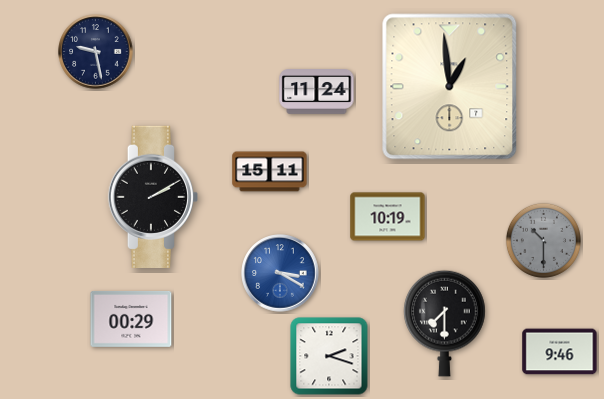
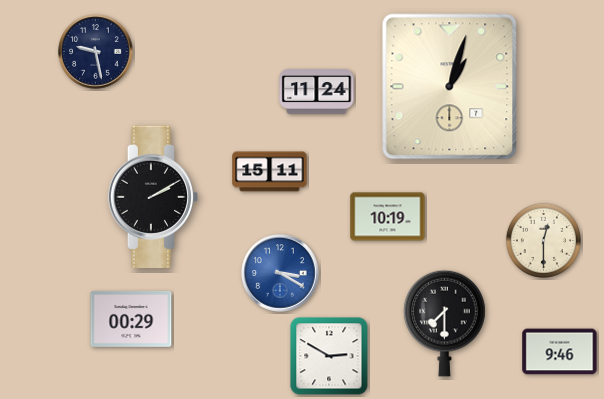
clock at (450, 87): 12:59 -> 1:03
clock at (543, 240): 10:30 -> 12:30
clock at (543, 240) dial: grey -> cream
clock at (329, 356): 2:18 -> 2:50
